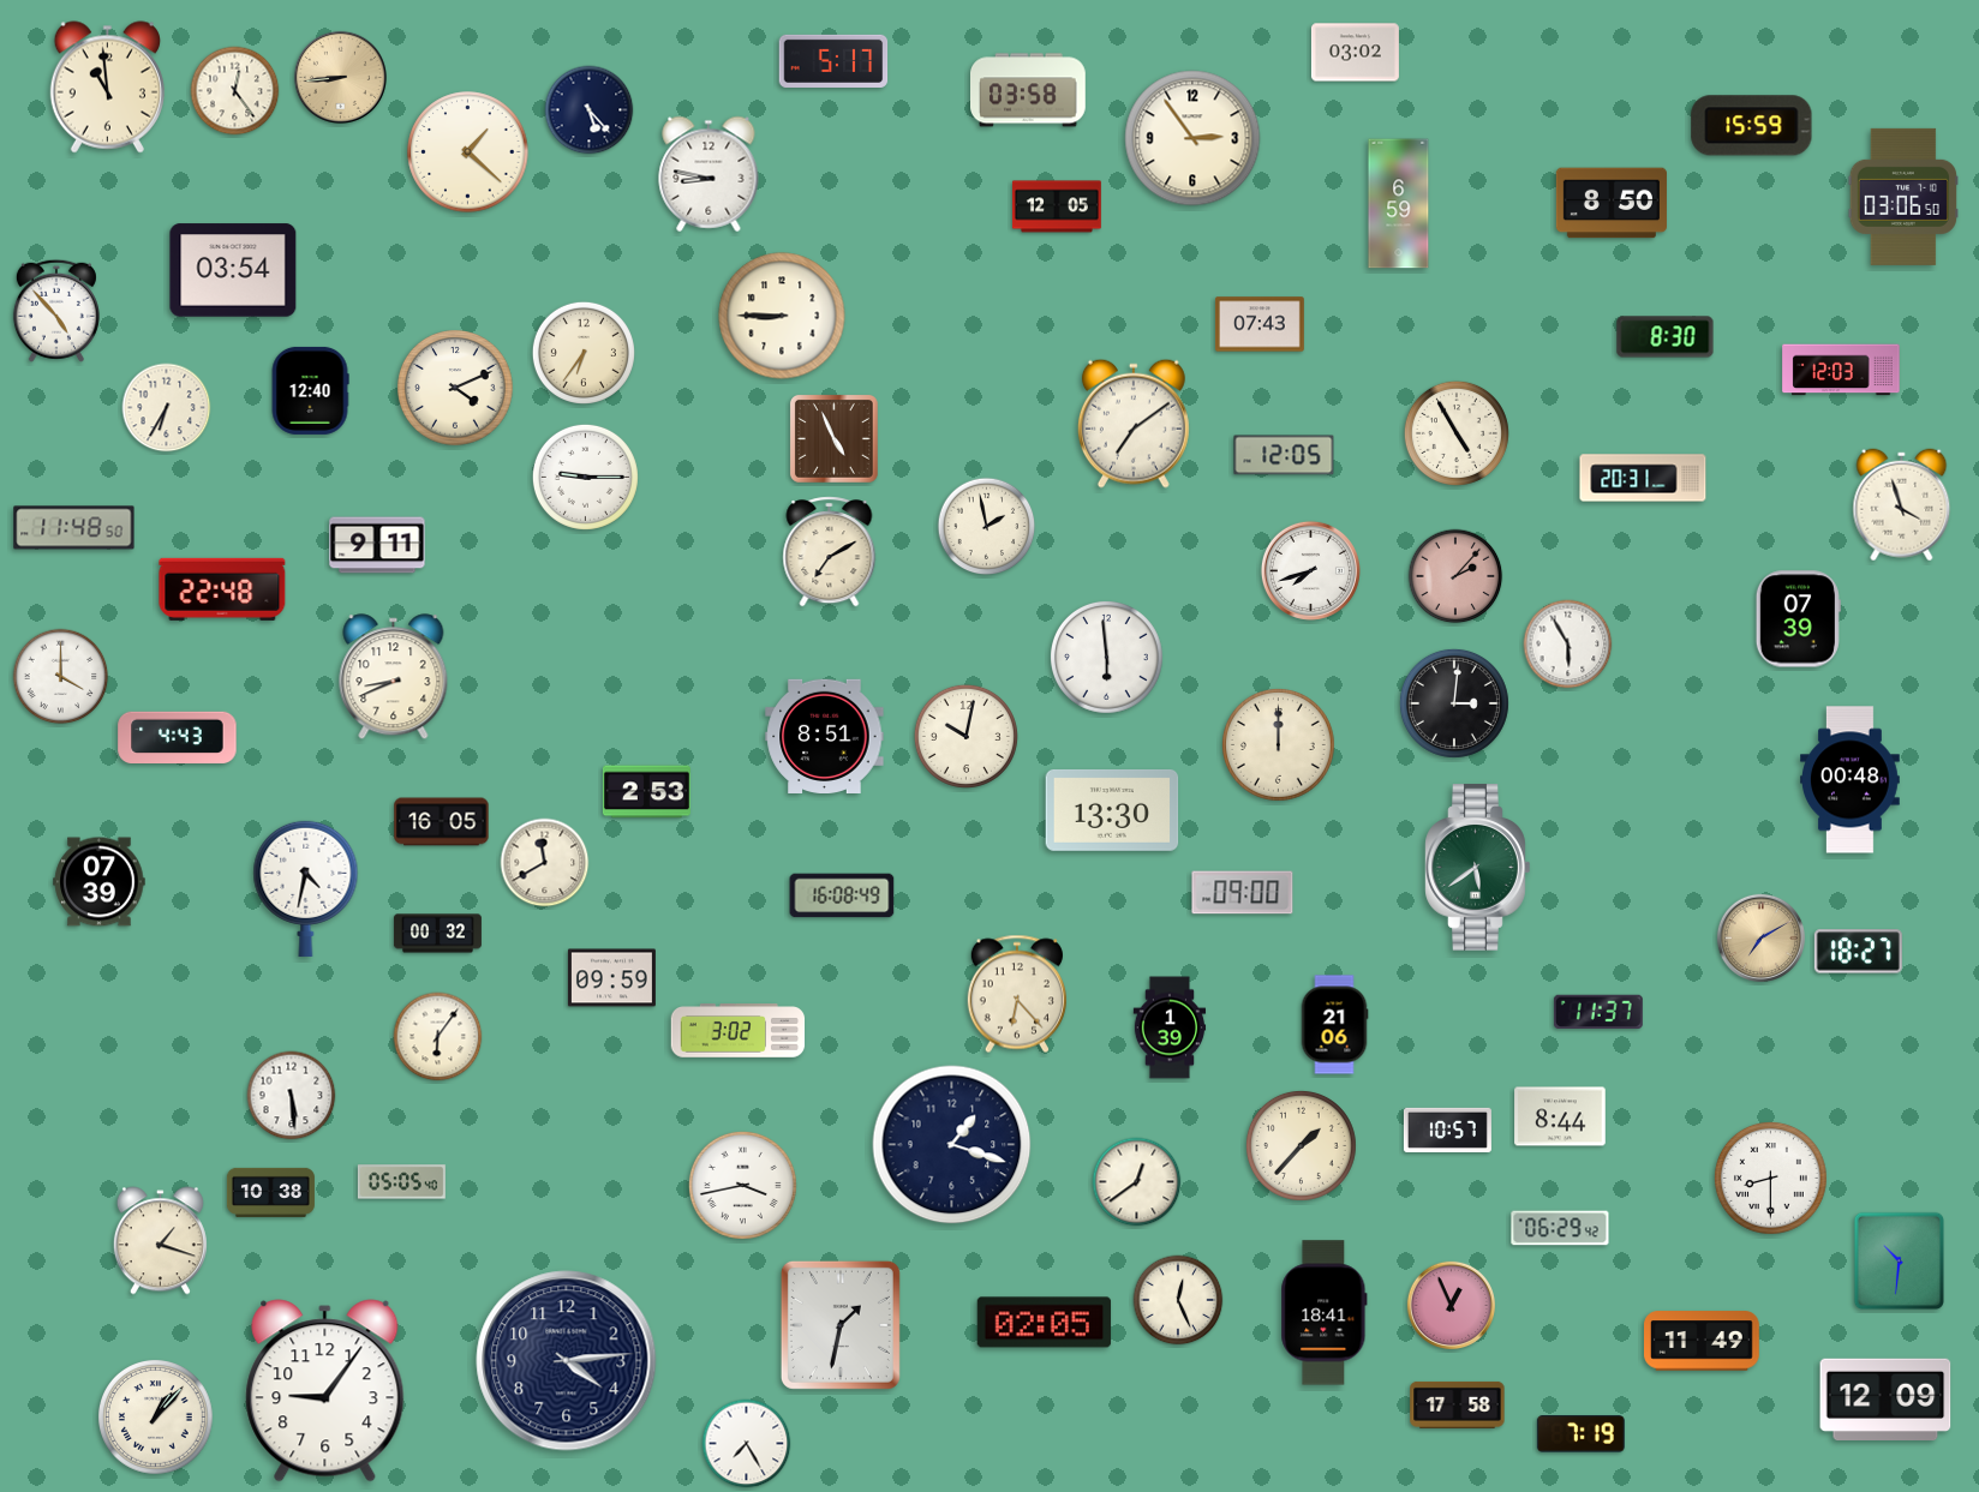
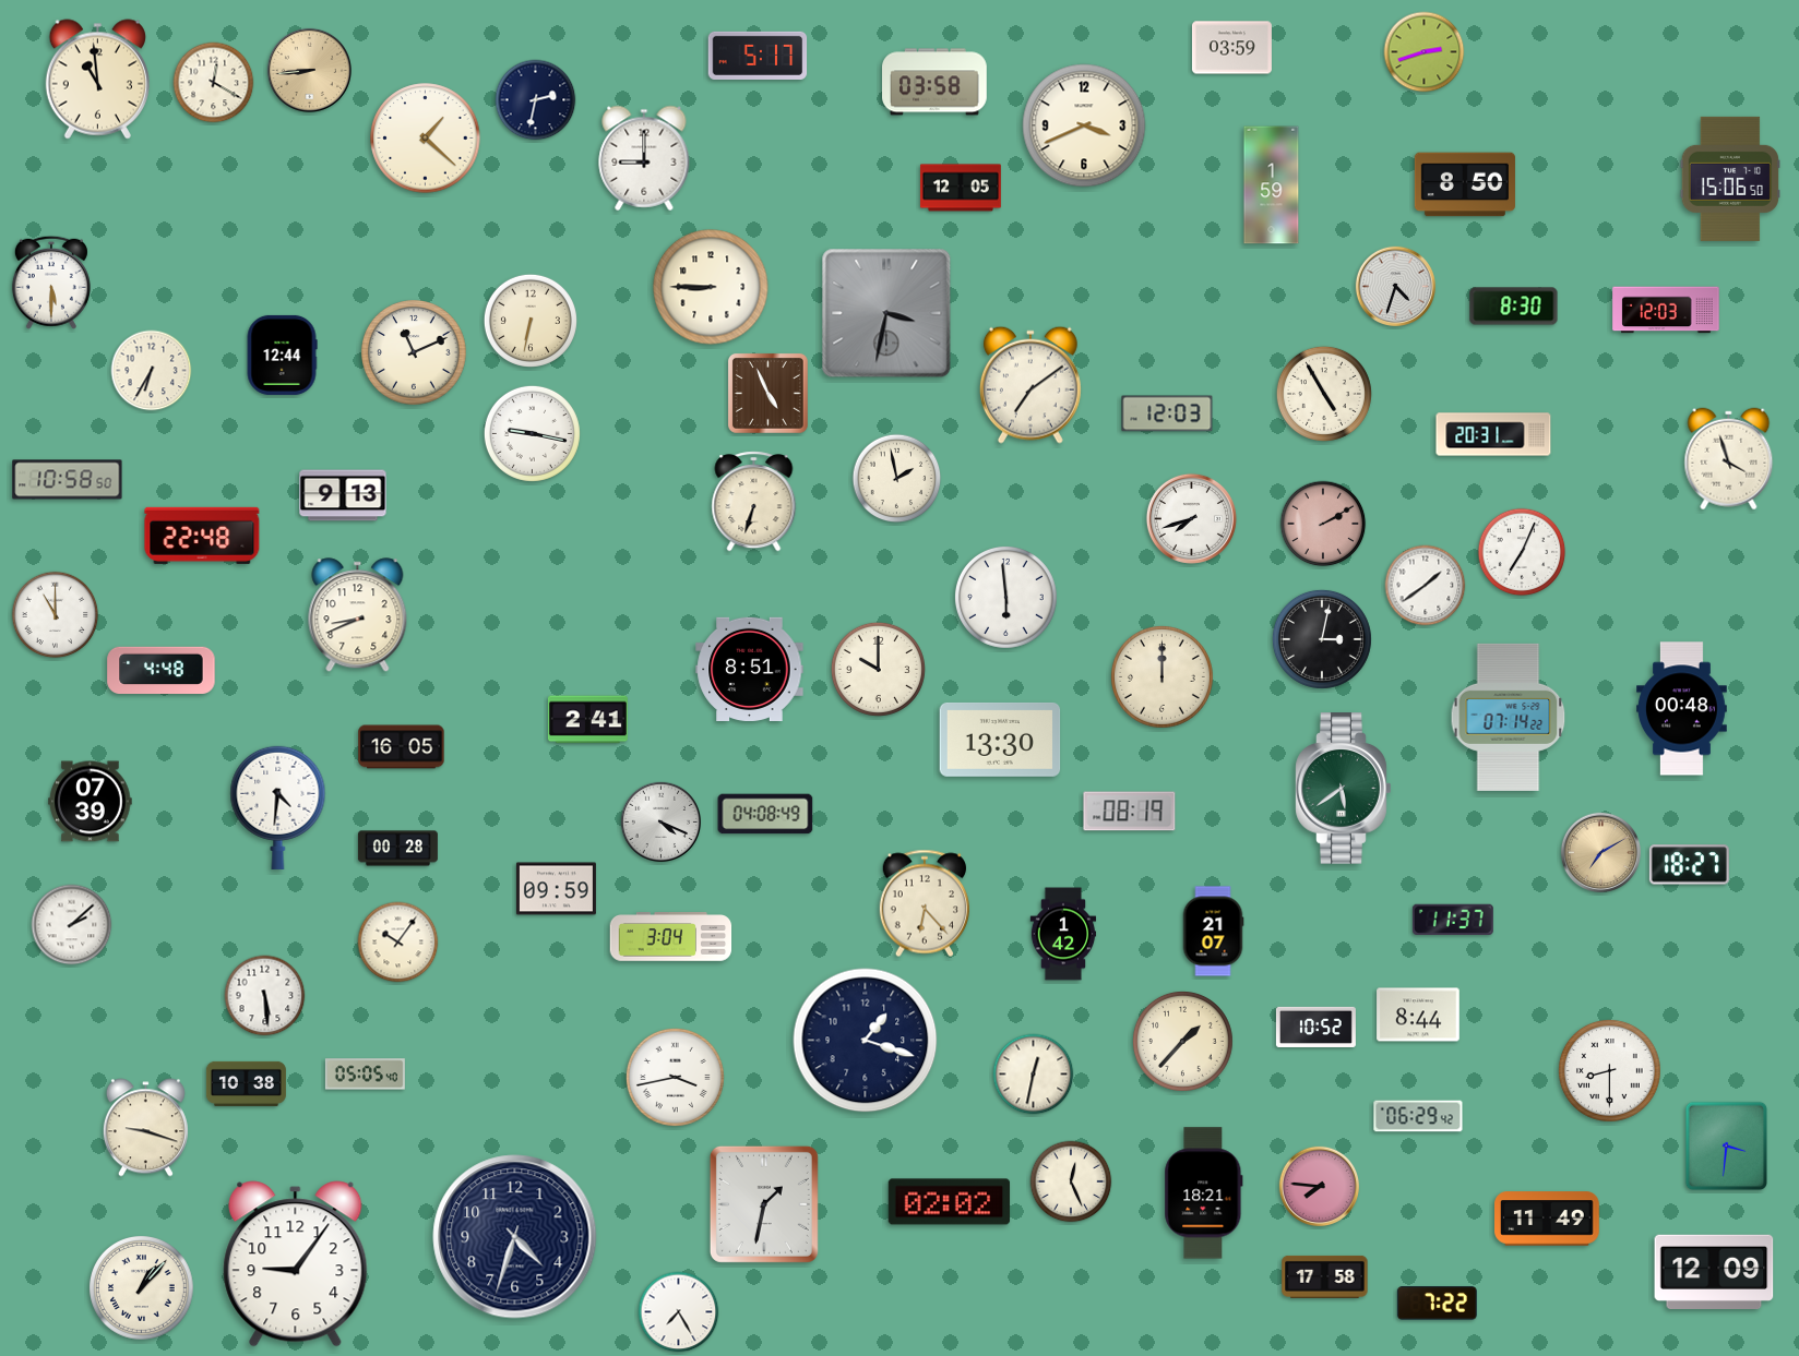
clock at (1355, 53): 03:02 -> 03:59
clock at (1425, 52): none -> 2:42
clock at (235, 91): 12:24 -> 12:20
clock at (590, 110): 5:23 -> 2:32
clock at (1752, 126): 15:59 -> none
clock at (1192, 138): 2:54 -> 3:41
clock at (709, 174): 8:47 -> 9:00
clock at (1902, 197): 03:06 -> 15:06
clock at (1399, 204): 6:59 -> 1:59
clock at (233, 270): 03:54 -> none
clock at (56, 311): 4:53 -> 5:30
clock at (1395, 286): none -> 4:33
clock at (1260, 324): 07:43 -> none
clock at (886, 313): none -> 3:32
clock at (584, 353): 6:36 -> 6:32
clock at (1841, 370) position: (1841, 370) -> (1666, 310)
clock at (455, 388): 4:11 -> 11:11
clock at (310, 390): 12:40 -> 12:44
clock at (833, 438) position: (833, 438) -> (767, 393)
clock at (1284, 455): 12:05 -> 12:03
clock at (585, 477): 9:15 -> 9:17
clock at (74, 528): 11:48 -> 10:58
clock at (377, 545): 9:11 -> 9:13
clock at (830, 552): 7:10 -> 6:33
clock at (1455, 576): 2:07 -> 2:10
clock at (1522, 552): none -> 7:04
clock at (1798, 619): 07:39 -> none
clock at (1568, 645): 5:55 -> 1:39
clock at (61, 677): 4:00 -> 11:00
clock at (1454, 703): 3:01 -> 3:02
clock at (965, 736): 10:02 -> 10:00
clock at (178, 737): 4:43 -> 4:48
clock at (1509, 717): none -> 07:14
clock at (646, 792): 2:53 -> 2:41
clock at (1112, 810) position: (1112, 810) -> (1000, 740)
clock at (545, 863): 11:40 -> none
clock at (306, 888): 4:32 -> 4:31
clock at (1243, 893): 09:00 -> 08:19
clock at (842, 895): 16:08 -> 04:08
clock at (660, 821): none -> 4:19
clock at (437, 934): 00:32 -> 00:28
clock at (72, 925): none -> 2:08
clock at (1334, 1025): 21:06 -> 21:07
clock at (1170, 1027): 1:39 -> 1:42
clock at (739, 1031): 3:02 -> 3:04
clock at (438, 1037): 6:06 -> 10:06
clock at (1447, 1130): 10:57 -> 10:52
clock at (1137, 1182): 12:39 -> 12:32
clock at (160, 1241): 1:18 -> 9:18
clock at (1899, 1262): 10:31 -> 3:31
clock at (1451, 1305): 12:56 -> 7:46
clock at (1325, 1313): 18:41 -> 18:21
clock at (1045, 1323): 02:05 -> 02:02
clock at (567, 1361): 4:14 -> 4:33
clock at (1580, 1434): 7:19 -> 7:22
